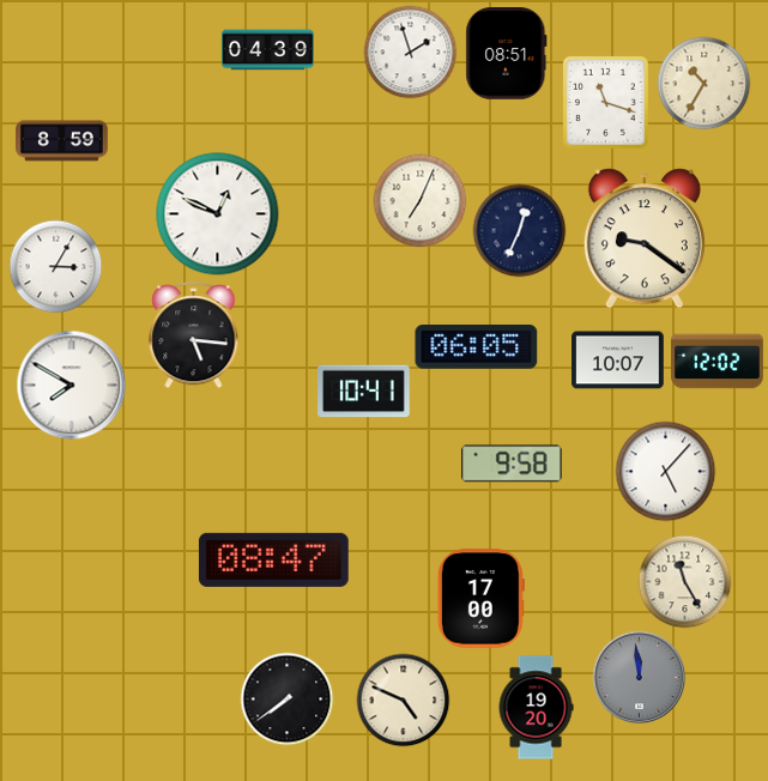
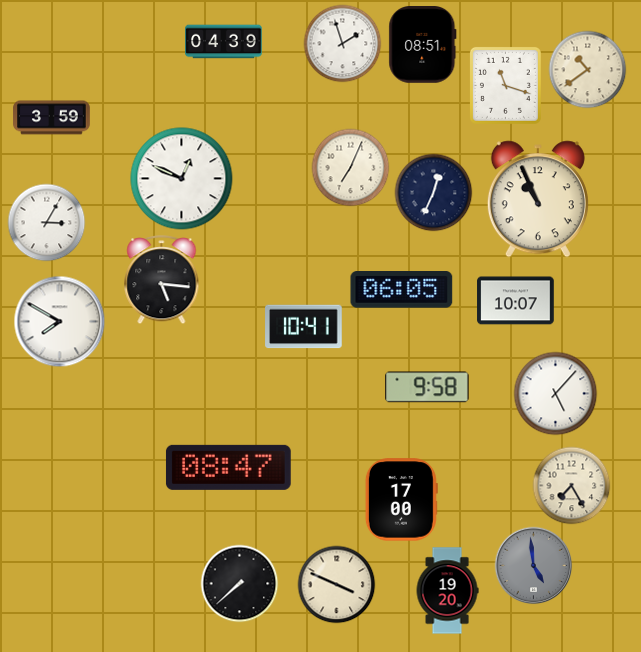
clock at (703, 83): 10:35 -> 10:39
clock at (62, 141): 8:59 -> 3:59
clock at (645, 238): 9:21 -> 10:56
clock at (477, 347) position: (477, 347) -> (402, 290)
clock at (718, 362): 12:02 -> none
clock at (684, 581): 11:25 -> 7:25
clock at (639, 677): 11:59 -> 4:59
clock at (286, 698): 7:39 -> 7:38
clock at (403, 700): 4:49 -> 3:49
